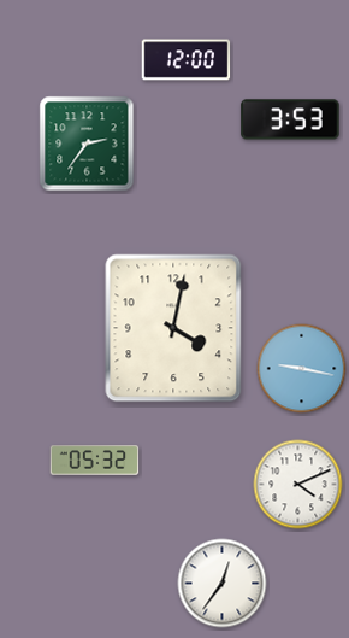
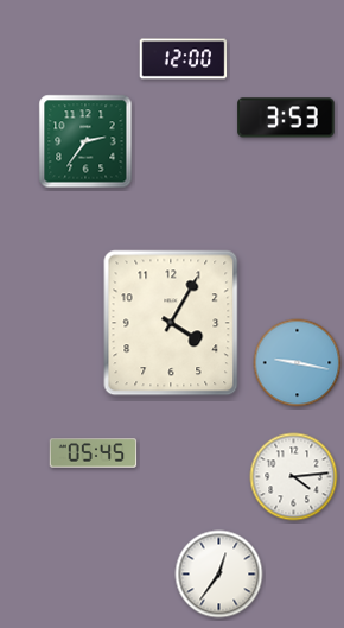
clock at (173, 328): 4:02 -> 4:05
clock at (95, 461): 05:32 -> 05:45
clock at (298, 485): 4:11 -> 4:14
